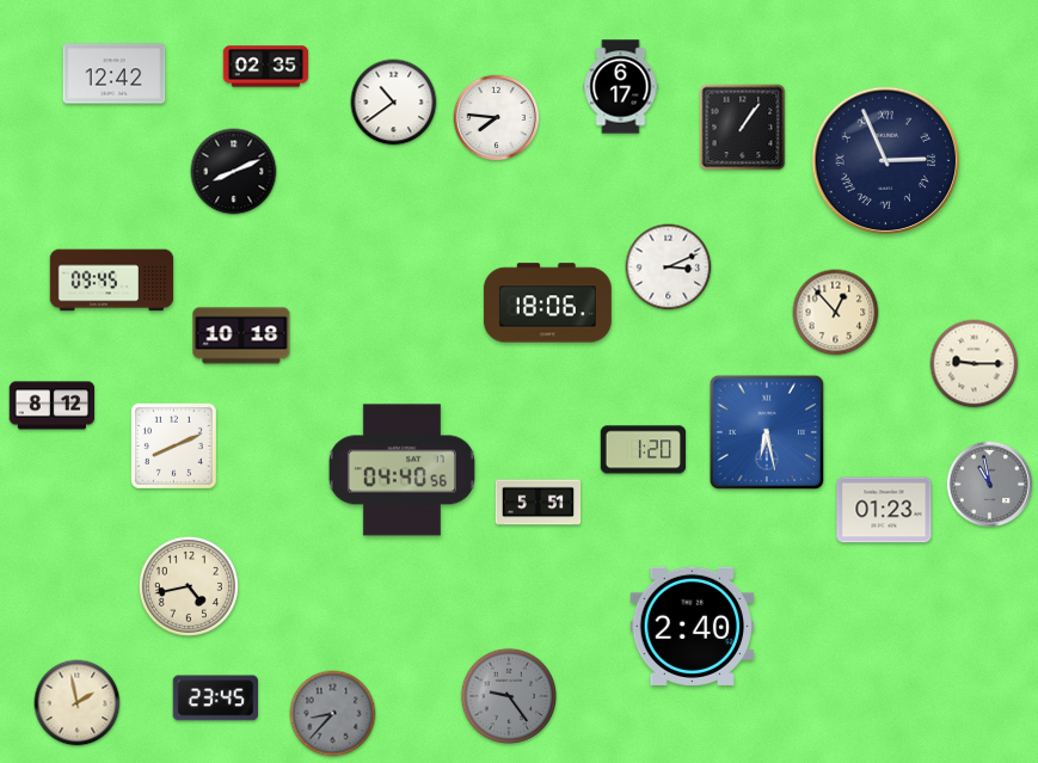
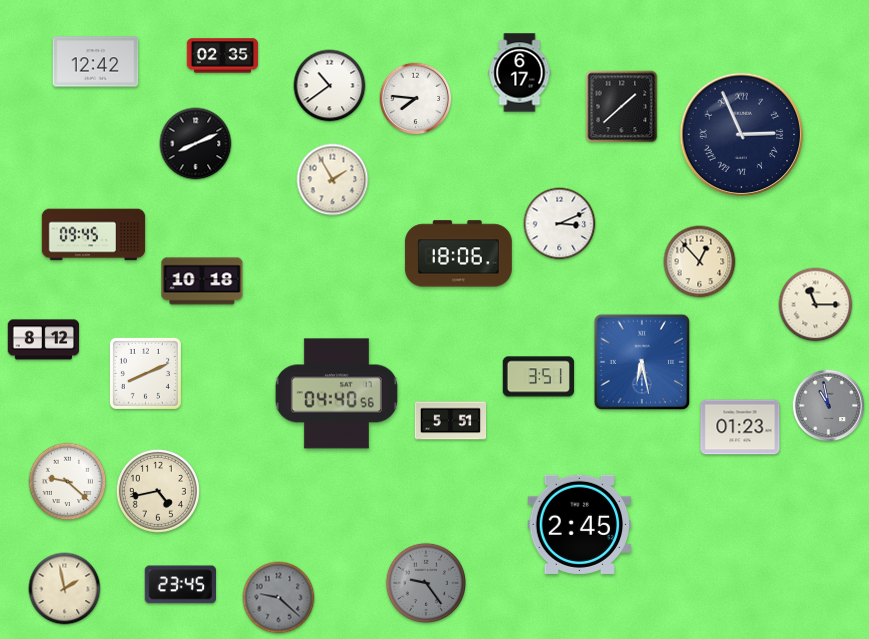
clock at (743, 128): 1:06 -> 1:38
clock at (333, 180): none -> 1:55
clock at (975, 364): 9:15 -> 11:15
clock at (644, 450): 1:20 -> 3:51
clock at (68, 482): none -> 9:22
clock at (693, 626): 2:40 -> 2:45
clock at (333, 714): 8:37 -> 9:22
